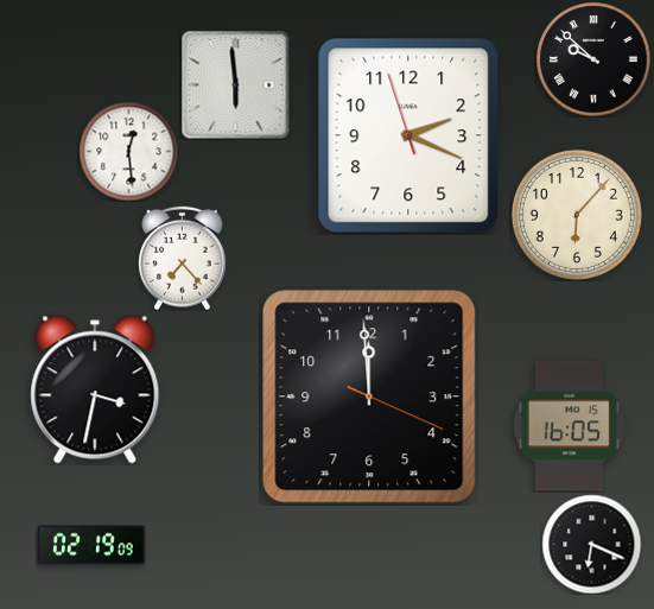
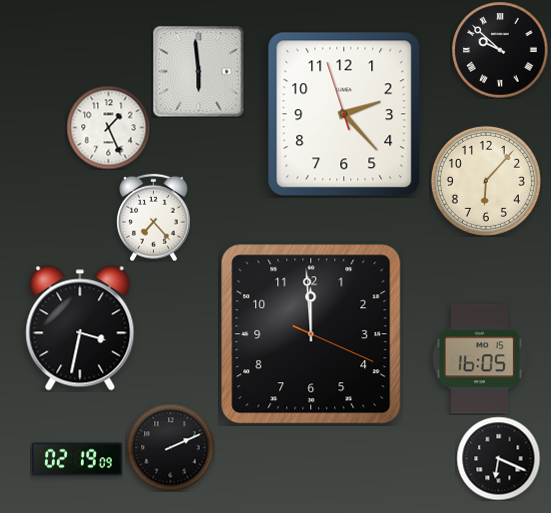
clock at (408, 135): 2:18 -> 2:22
clock at (128, 151): 12:29 -> 1:26
clock at (170, 447): none -> 2:11
